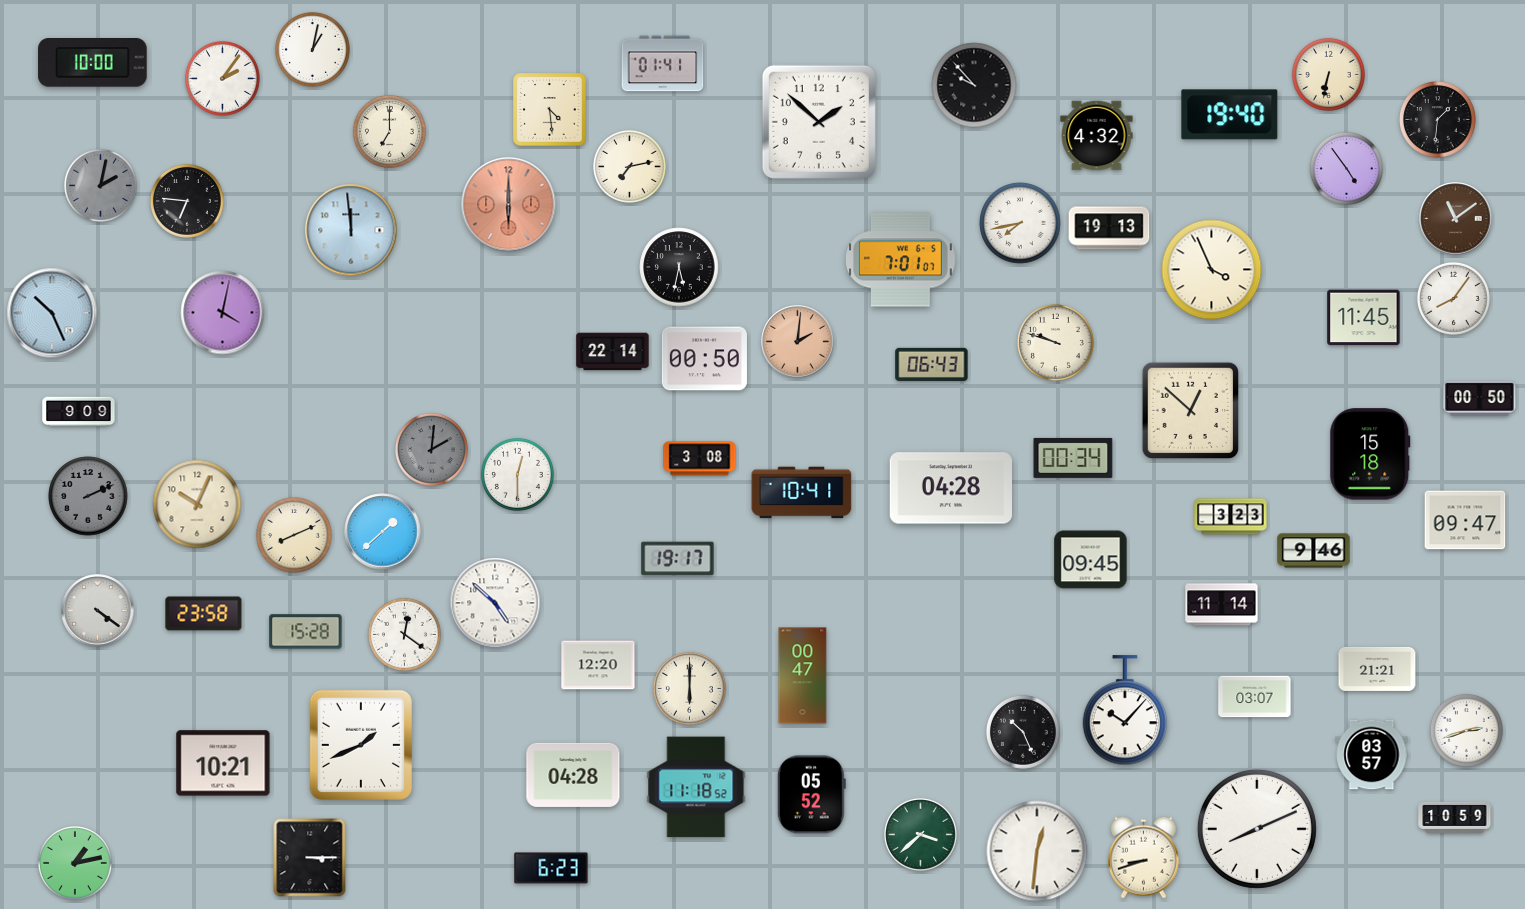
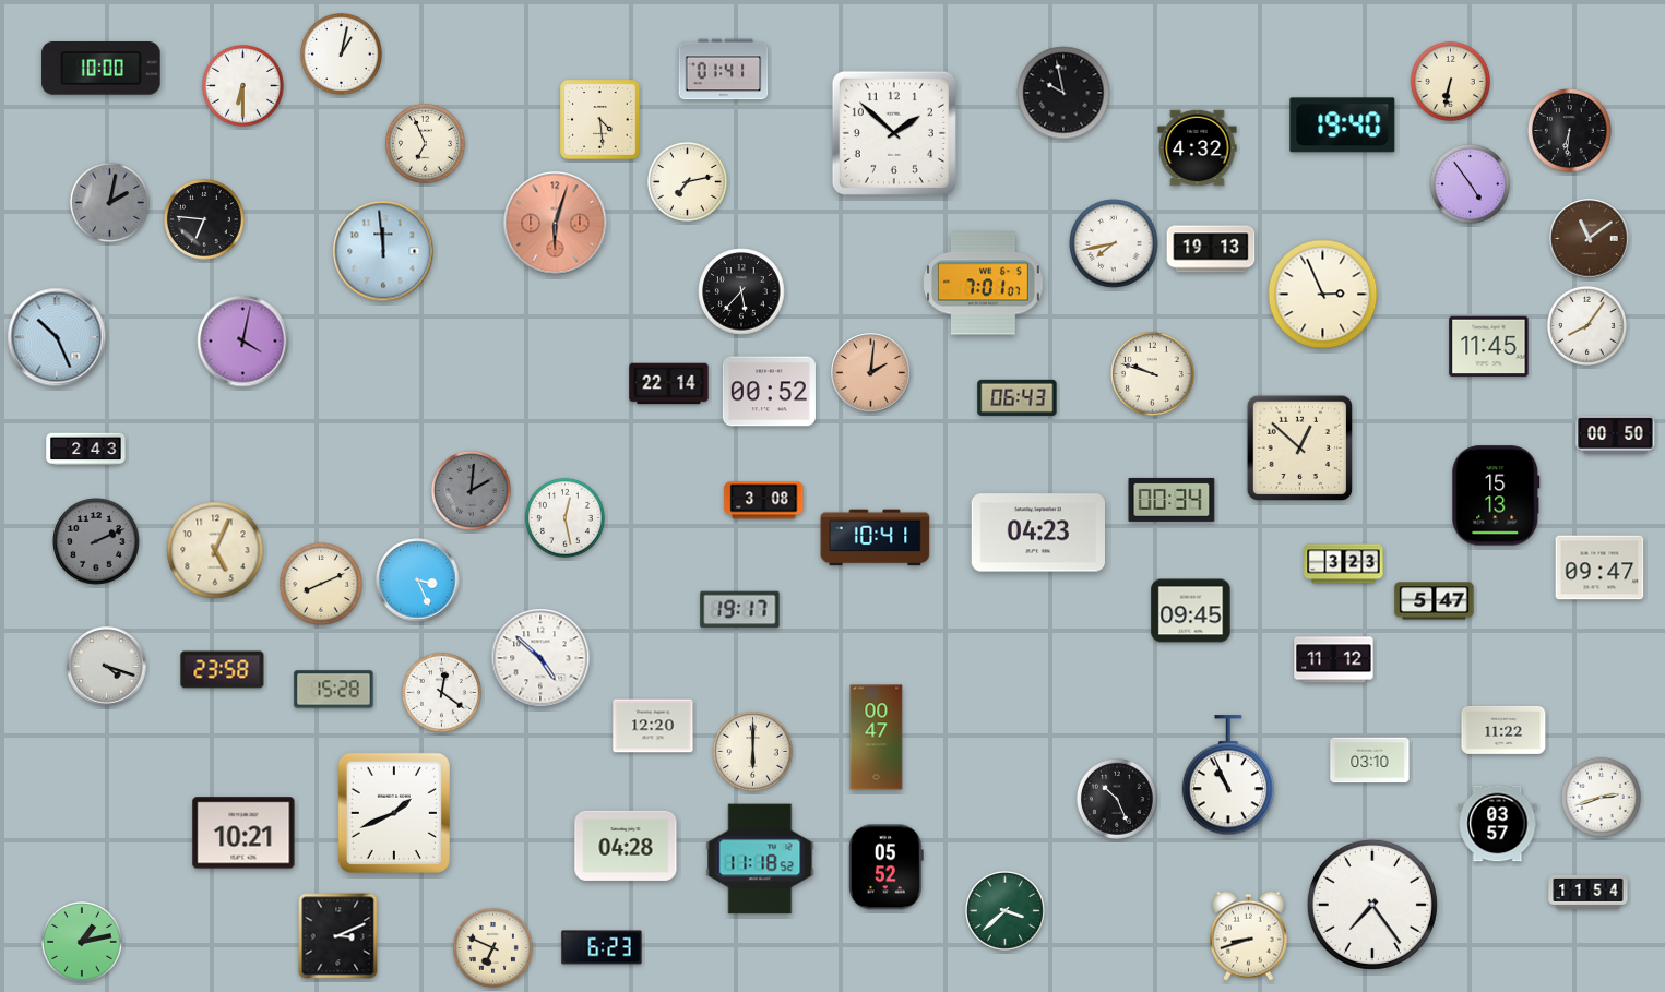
clock at (223, 79): 2:06 -> 6:30
clock at (974, 85): 9:53 -> 9:58
clock at (1438, 120): 1:31 -> 6:31
clock at (389, 131): 7:00 -> 6:56
clock at (509, 205): 6:00 -> 6:03
clock at (679, 267): 5:32 -> 5:37
clock at (1212, 270): 3:56 -> 2:56
clock at (52, 313) position: (52, 313) -> (57, 337)
clock at (704, 359): 00:50 -> 00:52
clock at (79, 412): 9:09 -> 2:43
clock at (1370, 454): 15:18 -> 15:13
clock at (517, 474): 12:30 -> 12:28
clock at (950, 488): 04:28 -> 04:23
clock at (197, 504): 10:04 -> 5:04
clock at (383, 532): 1:38 -> 3:26
clock at (1314, 551): 9:46 -> 5:47
clock at (1222, 605): 11:14 -> 11:12
clock at (98, 611): 4:21 -> 4:18
clock at (1377, 669): 21:21 -> 11:22
clock at (1255, 697): 03:07 -> 03:10
clock at (1125, 711): 10:07 -> 10:56
clock at (1455, 817): 10:59 -> 11:54
clock at (1257, 829): 8:11 -> 7:24
clock at (1037, 851): 12:31 -> none
clock at (310, 858): 3:15 -> 3:11
clock at (492, 947): none -> 6:49
